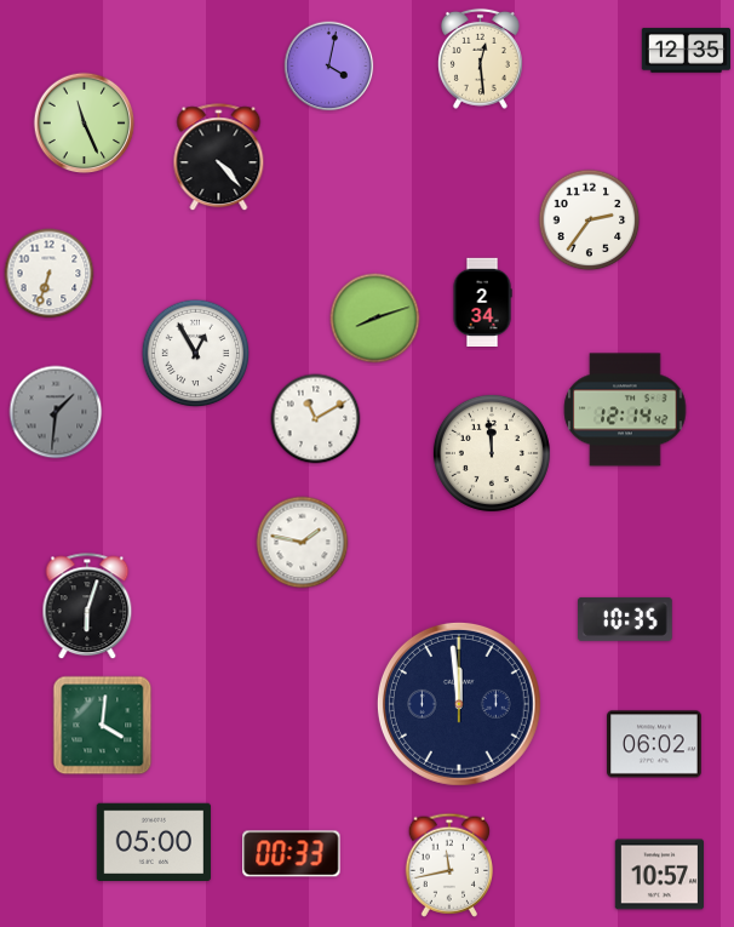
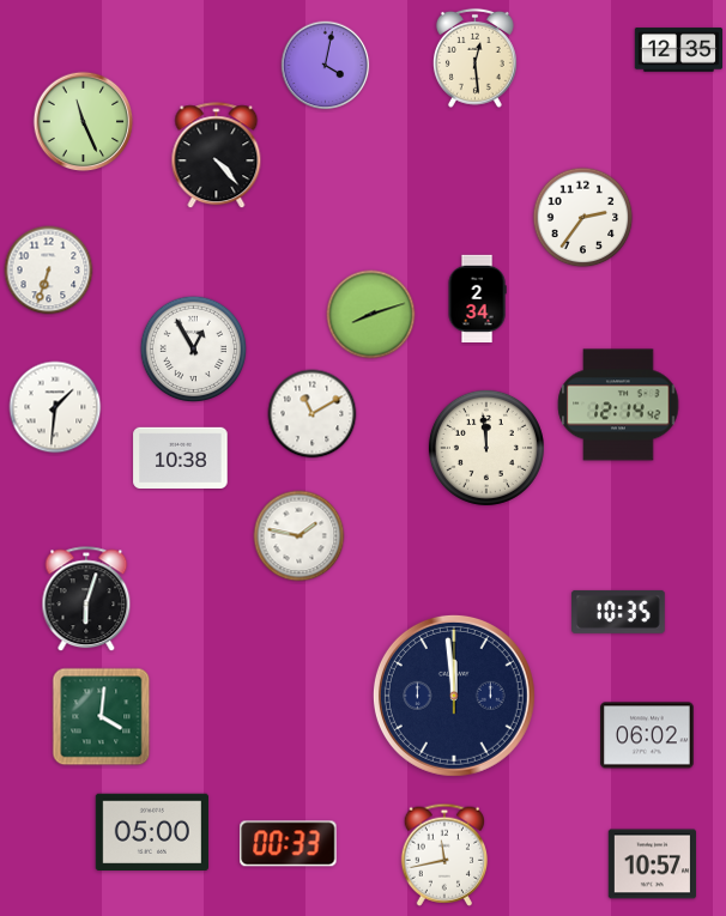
clock at (56, 412) dial: grey -> white
clock at (181, 457): none -> 10:38
